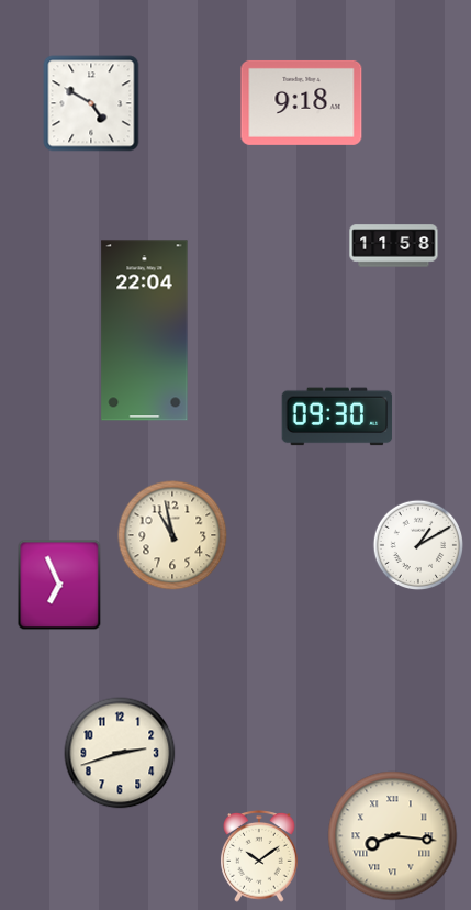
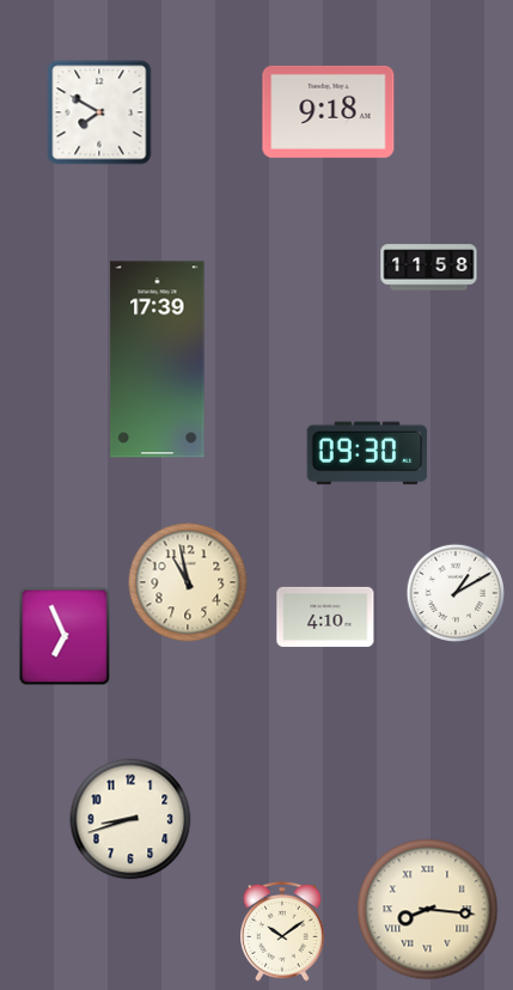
clock at (91, 103): 4:50 -> 7:50
clock at (145, 331): 22:04 -> 17:39
clock at (325, 617): none -> 4:10
clock at (120, 753): 2:42 -> 8:42
